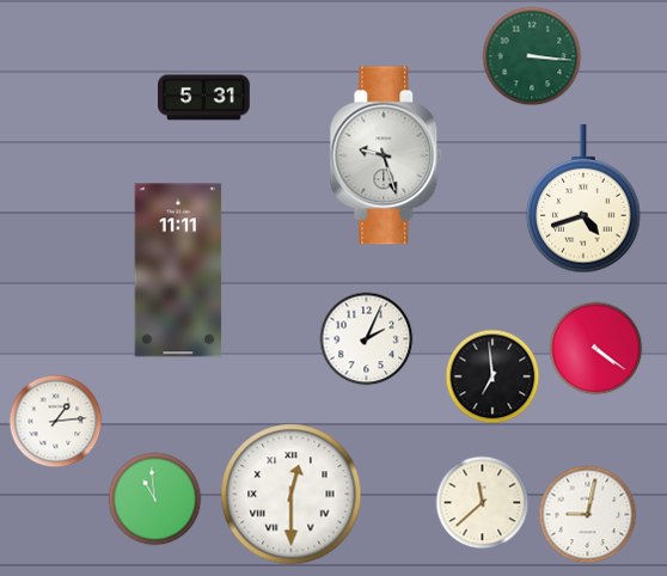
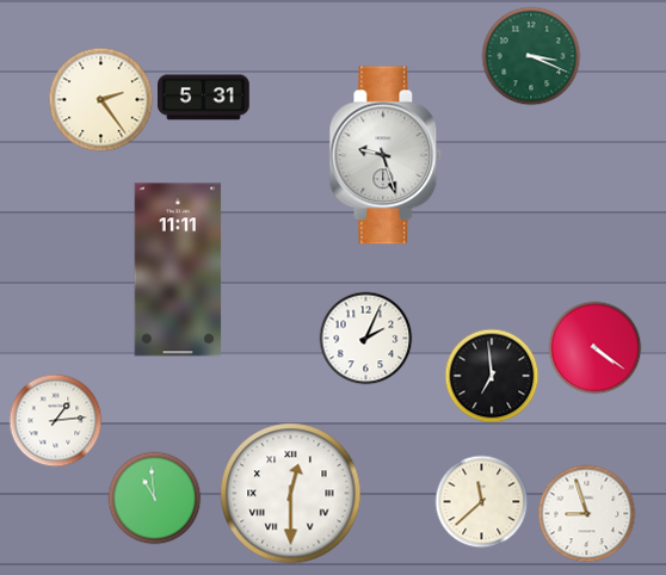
clock at (532, 56): 3:16 -> 3:19
clock at (100, 99): none -> 2:24
clock at (583, 198): 4:42 -> none
clock at (587, 514): 9:02 -> 8:57
